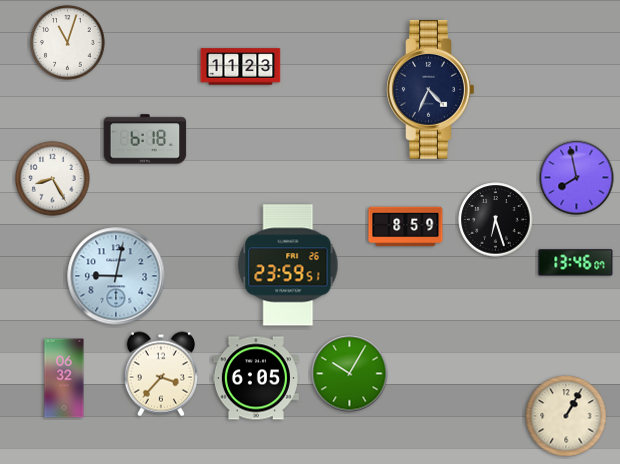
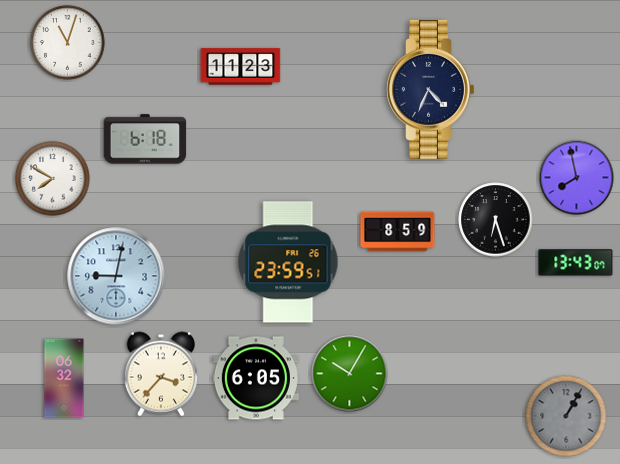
clock at (53, 179): 8:25 -> 7:50
clock at (406, 227) position: (406, 227) -> (398, 232)
clock at (576, 263): 13:46 -> 13:43
clock at (288, 265) position: (288, 265) -> (288, 262)
clock at (566, 416) dial: cream -> grey
